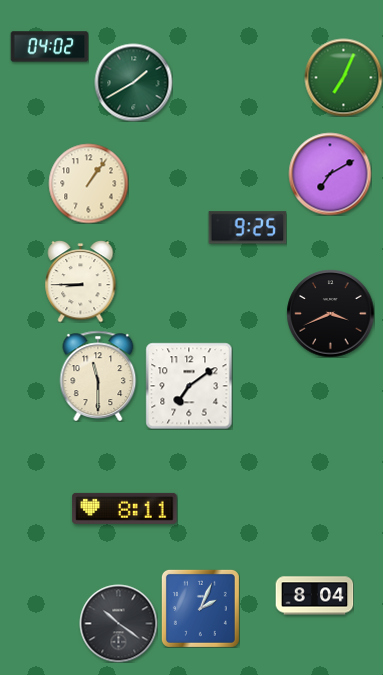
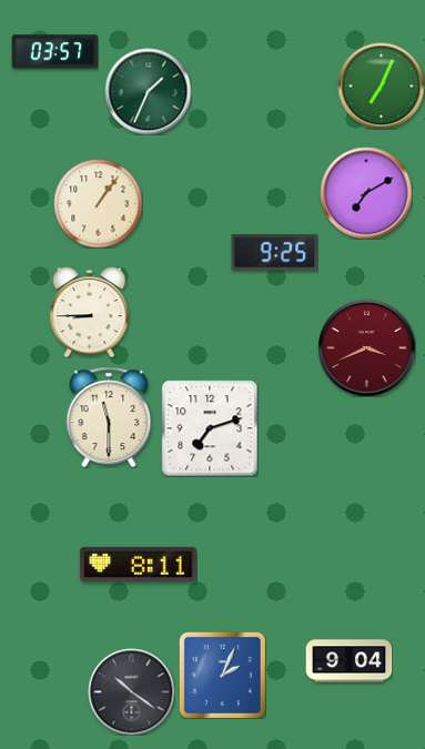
clock at (49, 47): 04:02 -> 03:57
clock at (133, 82): 1:40 -> 1:34
clock at (330, 313) dial: black -> burgundy
clock at (189, 386): 7:09 -> 7:12
clock at (314, 596): 8:04 -> 9:04
